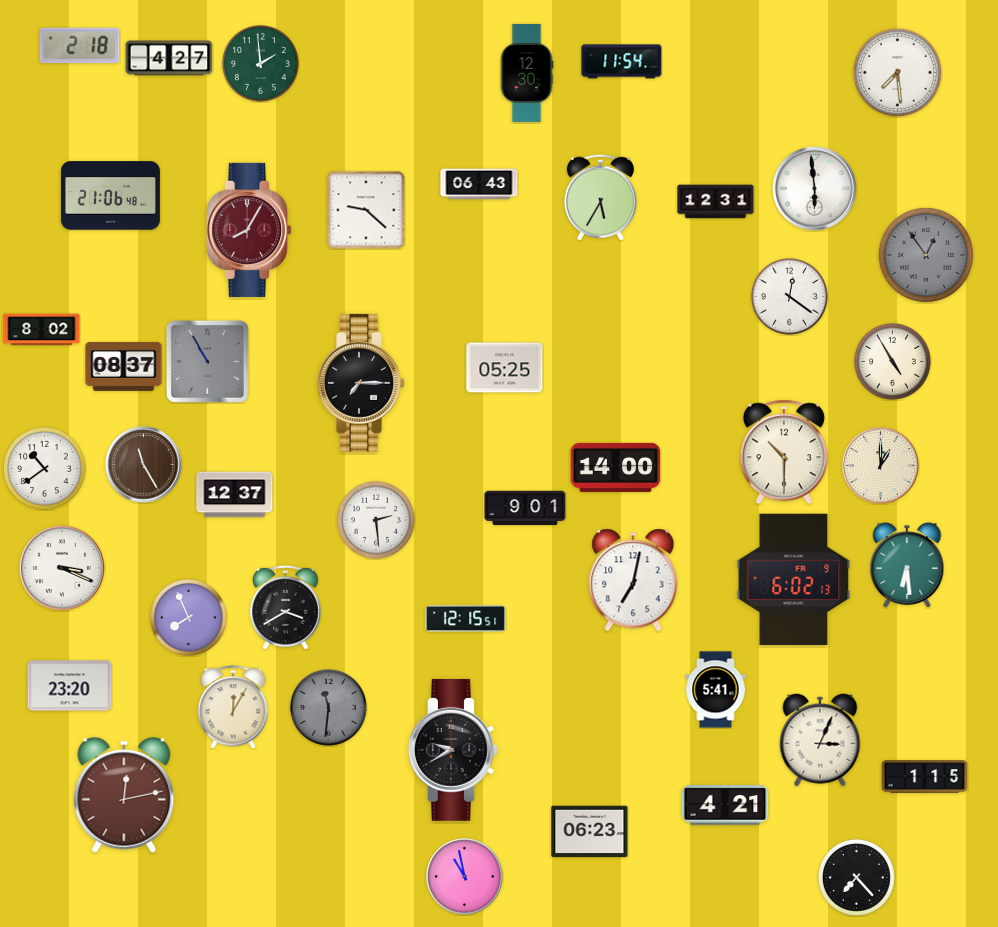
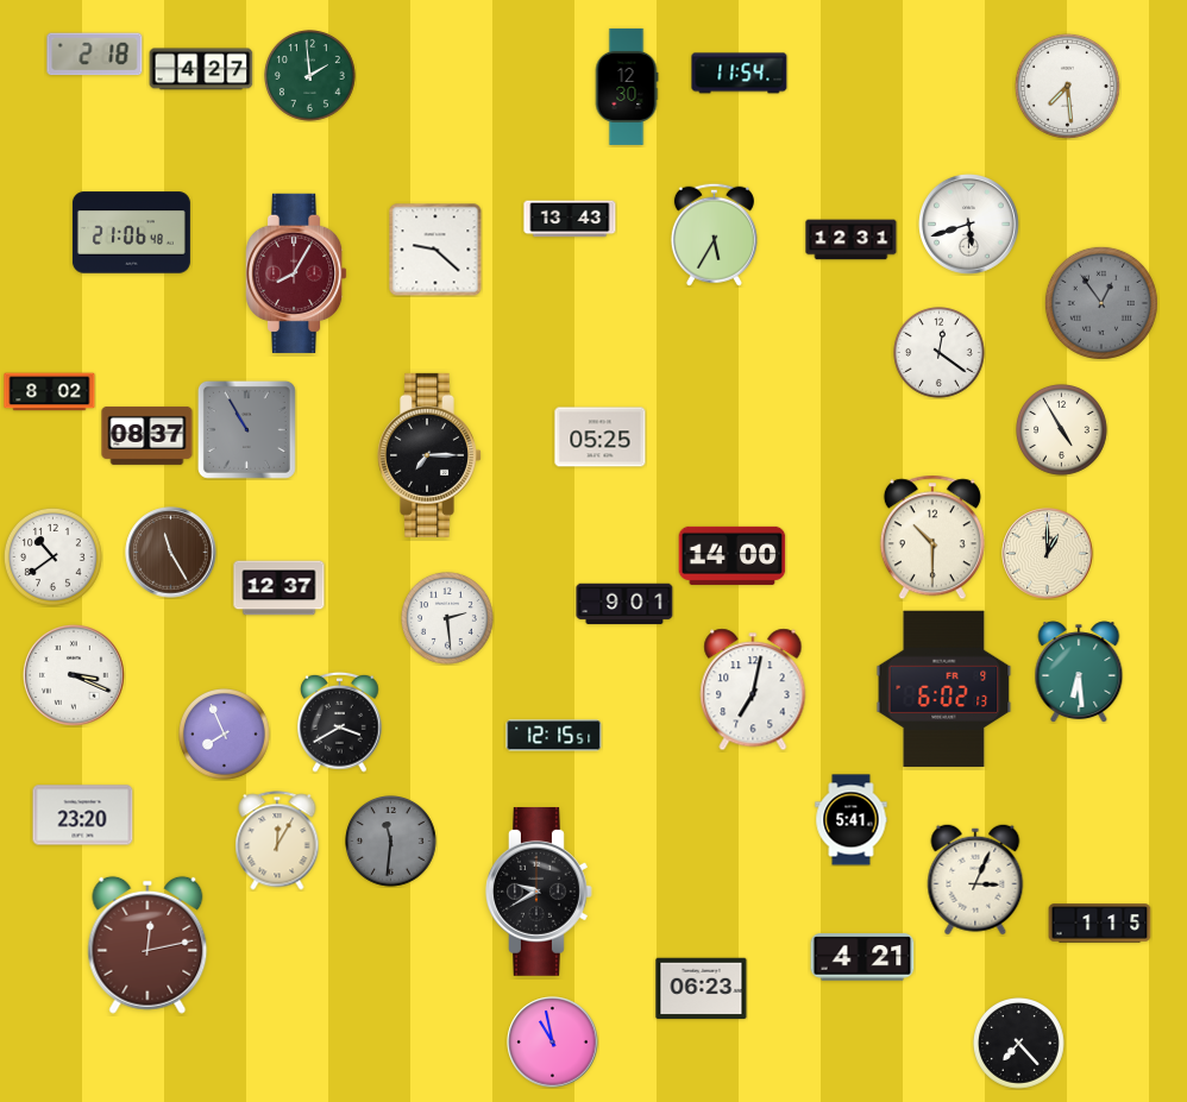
clock at (479, 184): 06:43 -> 13:43
clock at (815, 189): 5:59 -> 5:42
